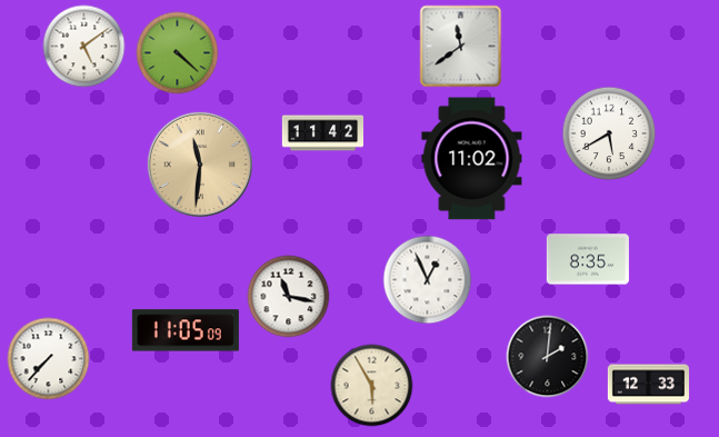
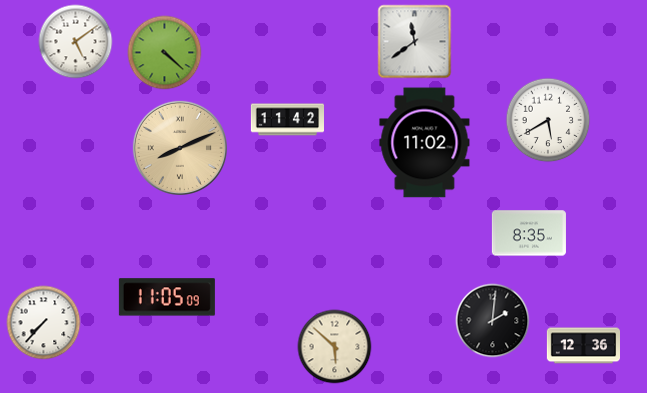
clock at (178, 53) position: (178, 53) -> (165, 53)
clock at (322, 133) position: (322, 133) -> (287, 120)
clock at (200, 165): 11:31 -> 8:11
clock at (428, 280): 12:56 -> none
clock at (289, 297): 11:17 -> none
clock at (648, 385): 12:33 -> 12:36
clock at (372, 386): 5:55 -> 5:52
